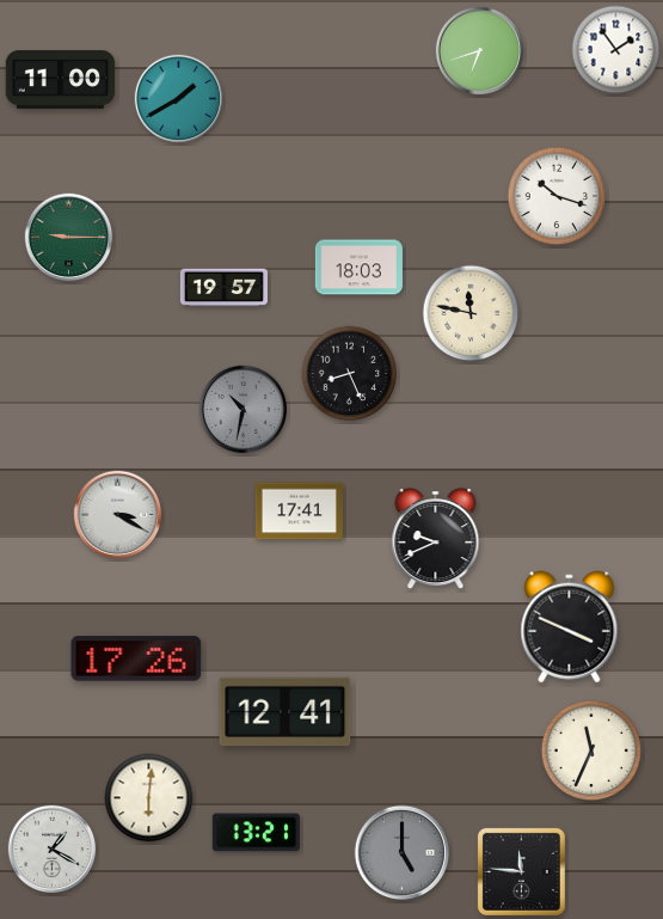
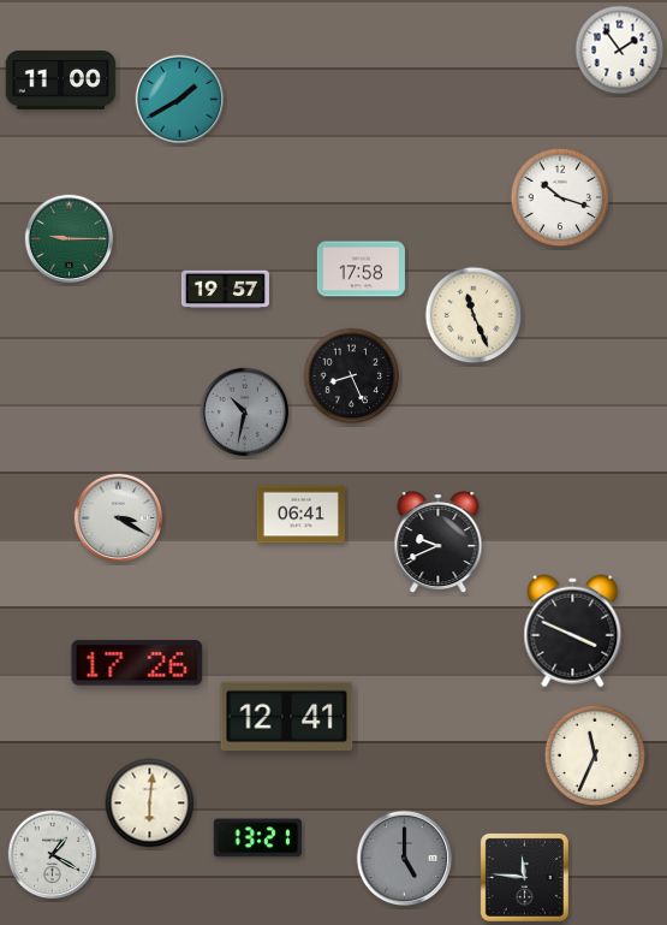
clock at (480, 51): 6:42 -> none
clock at (358, 268): 18:03 -> 17:58
clock at (471, 313): 11:47 -> 11:26
clock at (299, 511): 17:41 -> 06:41
